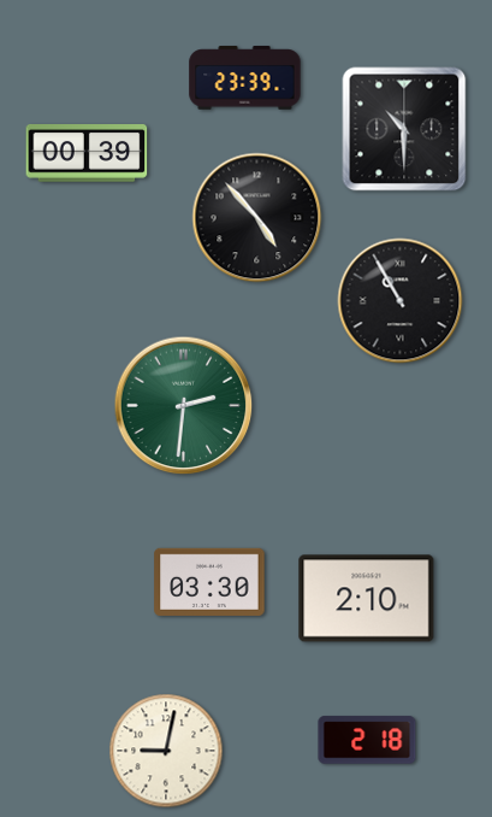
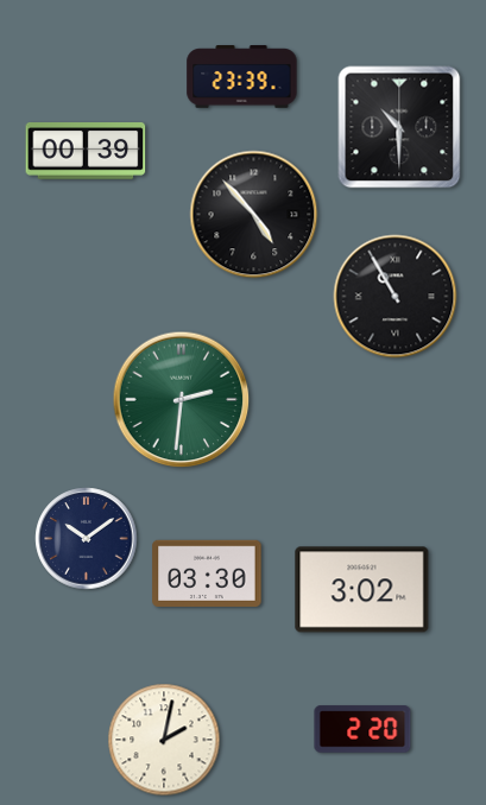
clock at (87, 539): none -> 10:09
clock at (367, 599): 2:10 -> 3:02
clock at (367, 740): 2:18 -> 2:20
clock at (166, 751): 9:02 -> 2:02
